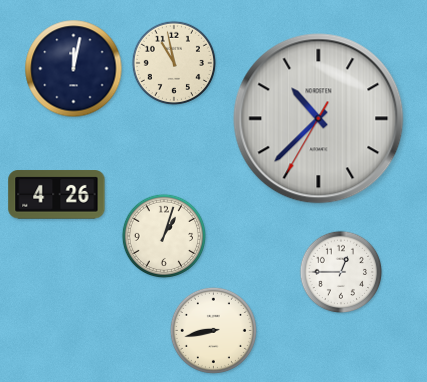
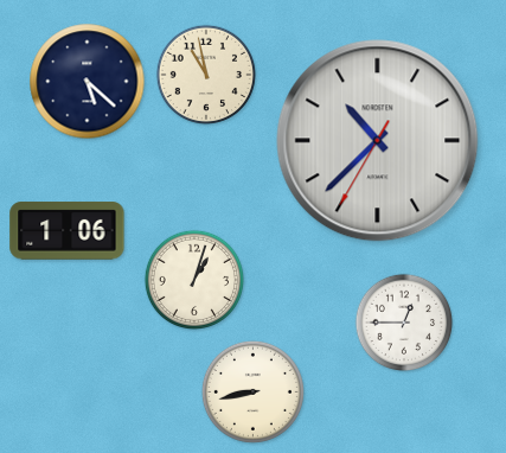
clock at (74, 69): 12:02 -> 5:22
clock at (57, 195): 4:26 -> 1:06
